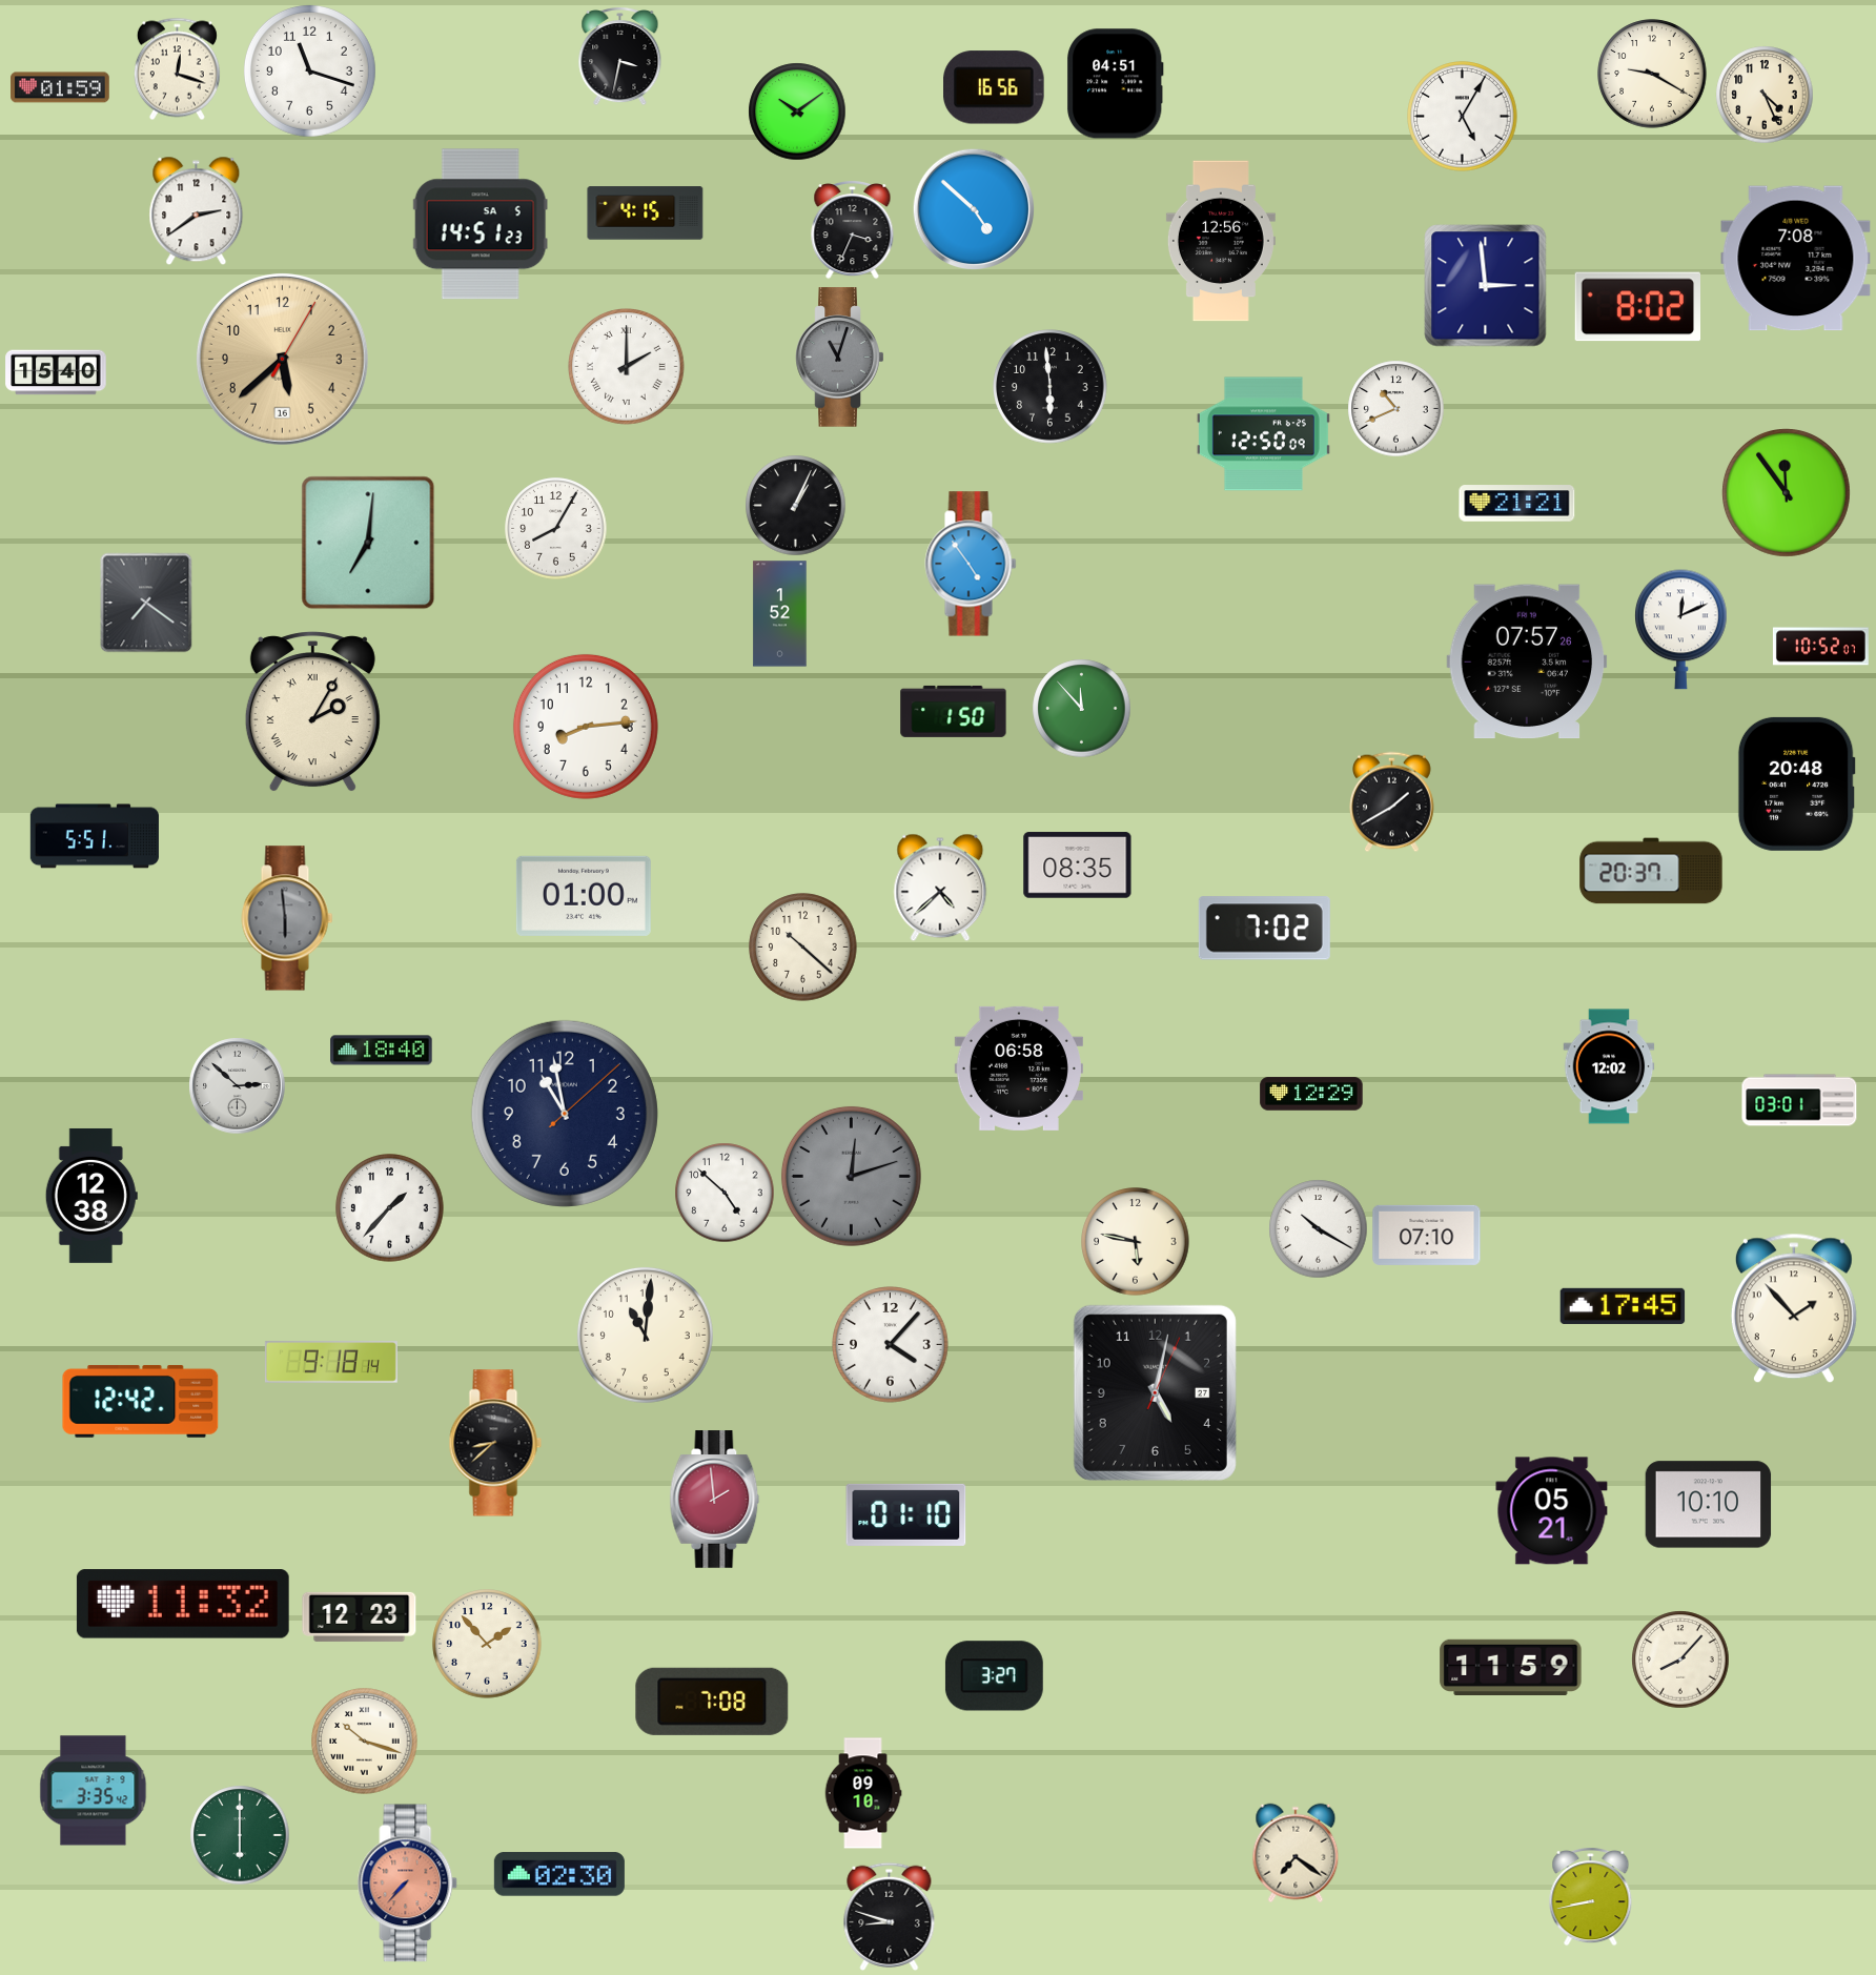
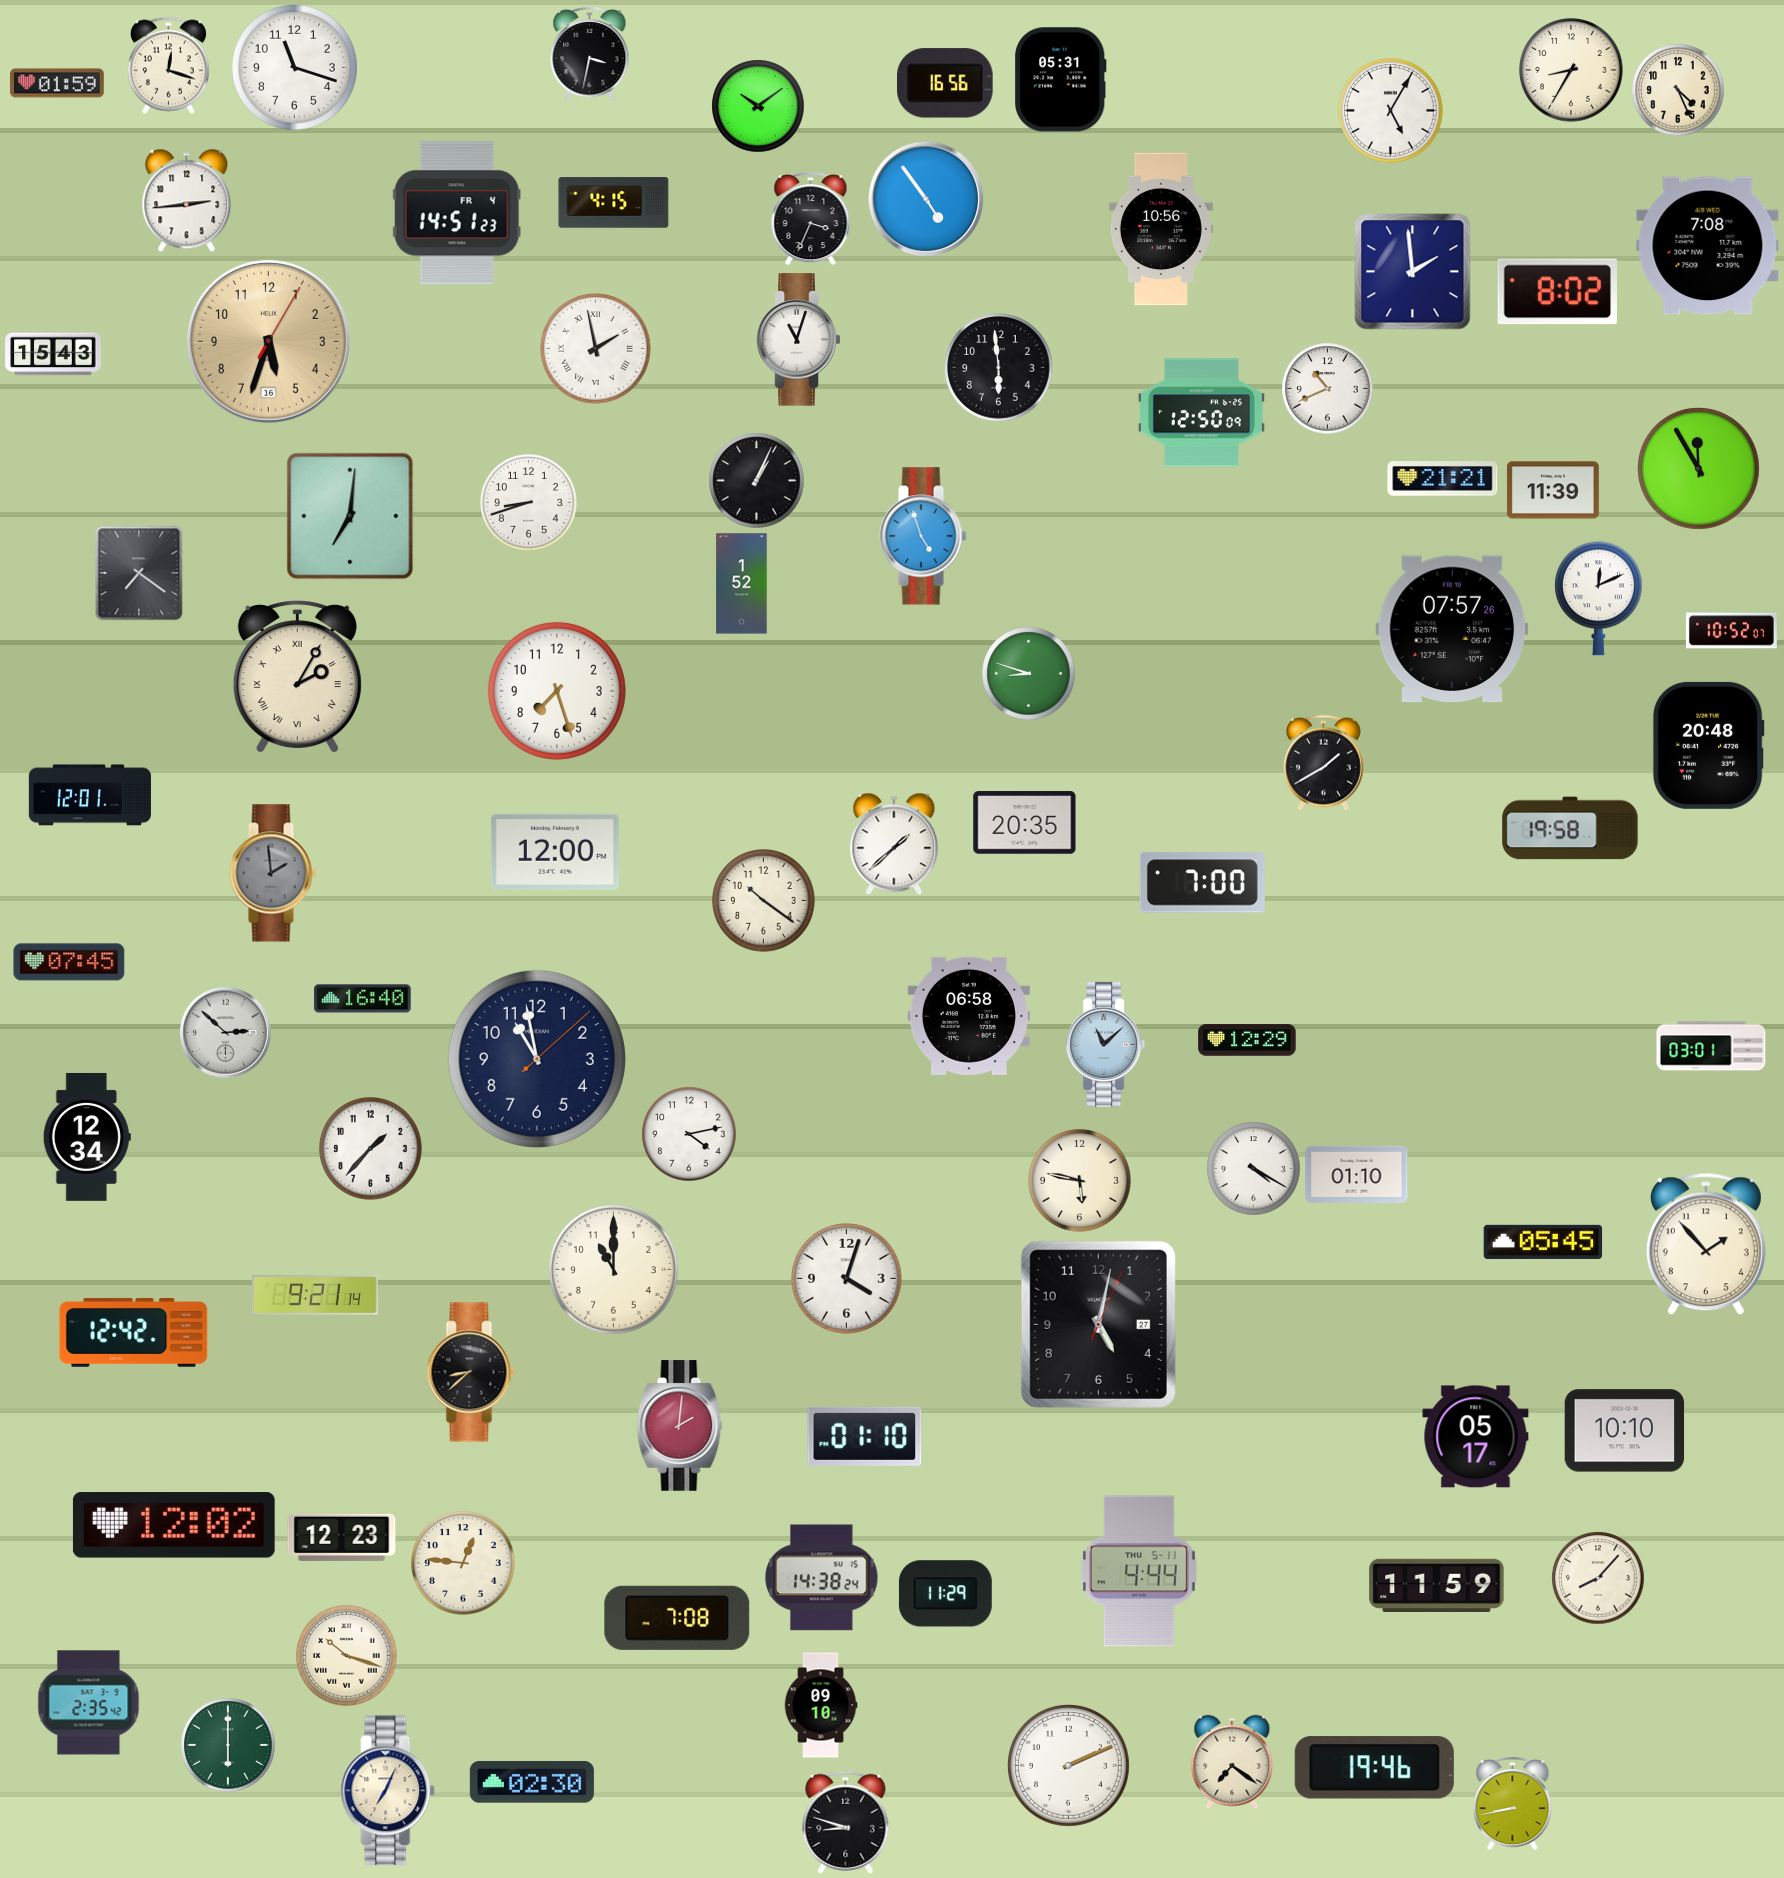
clock at (1652, 74): 9:20 -> 8:35
clock at (1116, 84): 04:51 -> 05:31
clock at (974, 209): 4:52 -> 4:54
clock at (197, 211): 2:39 -> 2:44
clock at (481, 224) date: SA 5 -> FR 4
clock at (1221, 241): 12:56 -> 10:56
clock at (1486, 286): 2:59 -> 1:59
clock at (840, 358) dial: grey -> white
clock at (282, 359): 5:38 -> 5:33
clock at (627, 367): 2:00 -> 1:58
clock at (56, 372): 15:40 -> 15:43
clock at (1787, 493): 11:54 -> 11:55
clock at (1553, 490): none -> 11:39
clock at (556, 529): 8:05 -> 8:42
clock at (971, 564): 4:54 -> 4:57
clock at (1820, 647) position: (1820, 647) -> (1731, 631)
clock at (1082, 709): 11:53 -> 8:48
clock at (954, 711): 1:50 -> none
clock at (586, 727): 8:14 -> 7:27
clock at (95, 836): 5:51 -> 12:01
clock at (1078, 866): 08:35 -> 20:35
clock at (1651, 871): 20:37 -> 19:58
clock at (940, 888): 4:38 -> 1:38
clock at (584, 896): 01:00 -> 12:00
clock at (287, 918): 5:59 -> 1:59
clock at (1264, 929): 7:02 -> 7:00
clock at (803, 948): 10:22 -> 10:21
clock at (69, 962): none -> 07:45
clock at (382, 1051): 18:40 -> 16:40
clock at (1609, 1066): 12:02 -> none
clock at (1106, 1044): none -> 11:08
clock at (851, 1176): 12:12 -> none
clock at (725, 1193): 4:52 -> 4:13
clock at (91, 1196): 12:38 -> 12:34
clock at (1319, 1229): 10:20 -> 4:20
clock at (1427, 1235): 07:10 -> 01:10
clock at (1623, 1306): 17:45 -> 05:45
clock at (645, 1335): 11:01 -> 11:00
clock at (891, 1345): 4:07 -> 4:03
clock at (331, 1362): 9:18 -> 9:21
clock at (715, 1500): 1:59 -> 2:01
clock at (1552, 1511): 05:21 -> 05:17
clock at (906, 1514) position: (906, 1514) -> (865, 1436)
clock at (183, 1604): 11:32 -> 12:02
clock at (487, 1644): 1:53 -> 12:46
clock at (1139, 1571): none -> 4:44
clock at (822, 1578): none -> 14:38
clock at (994, 1676): 3:27 -> 11:29
clock at (94, 1791): 3:35 -> 2:35
clock at (1069, 1766): none -> 2:11
clock at (1374, 1768): none -> 19:46
clock at (408, 1884): 7:37 -> 7:04
clock at (408, 1884) dial: salmon -> cream
